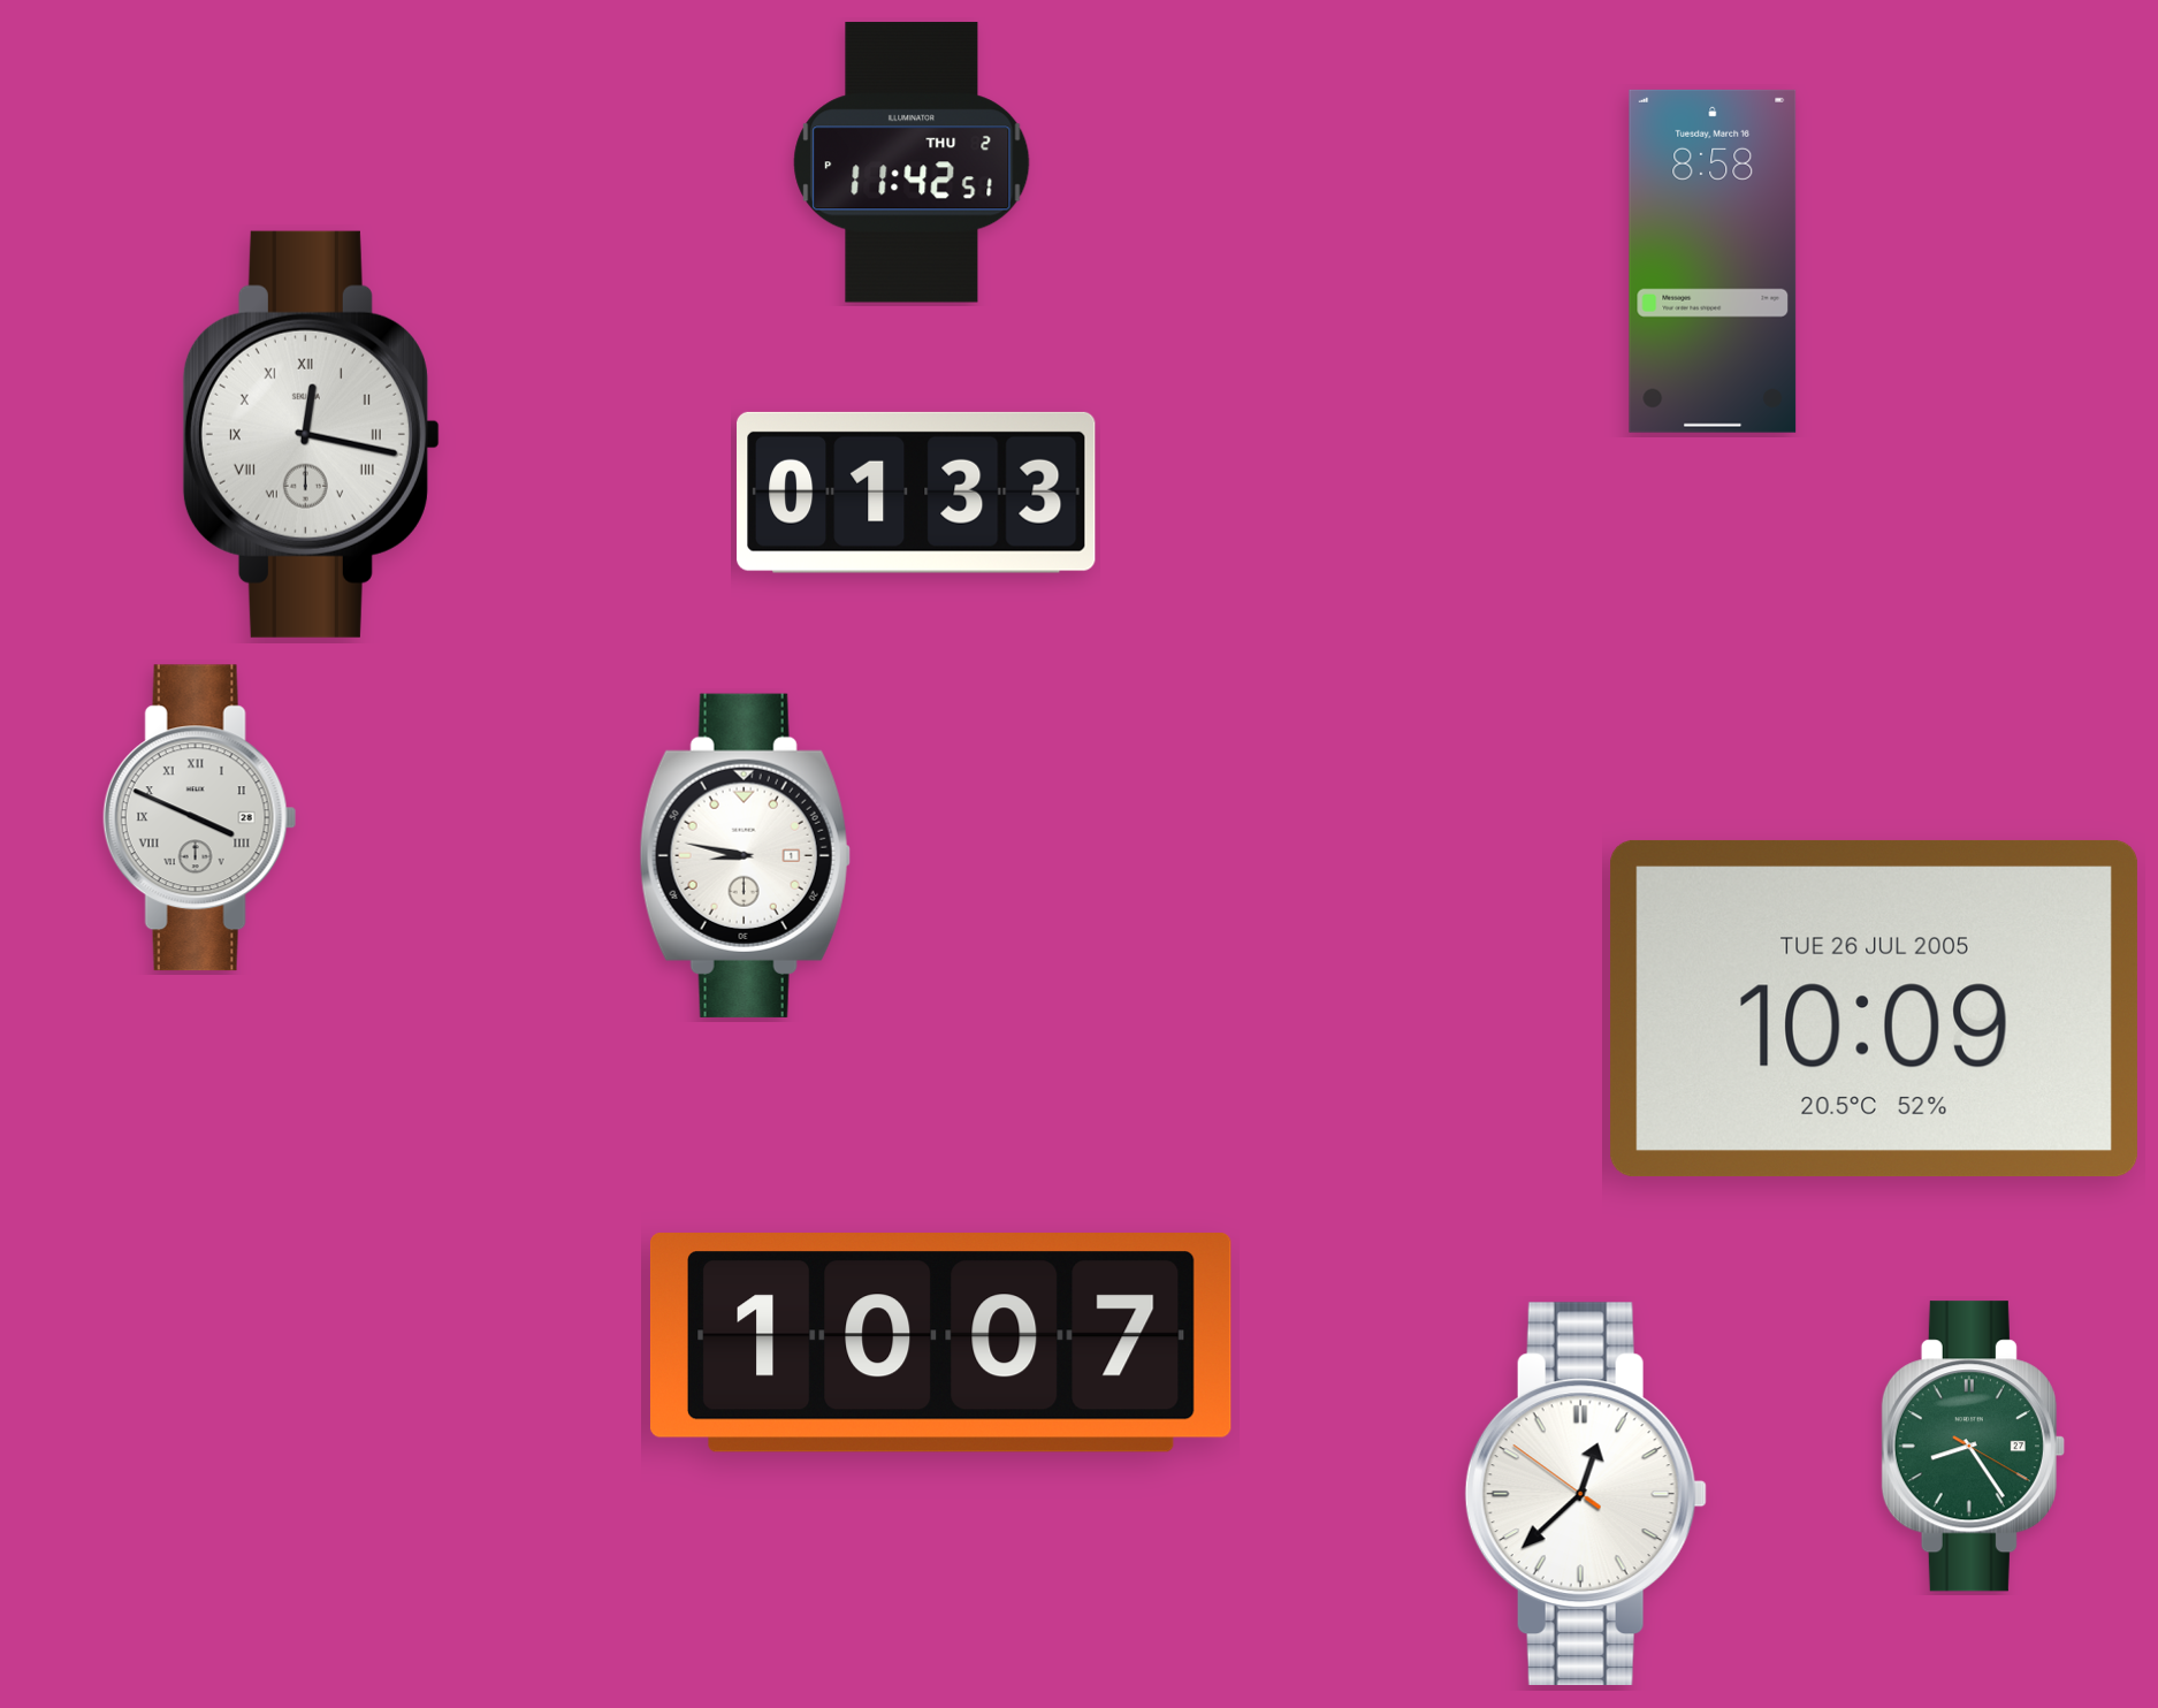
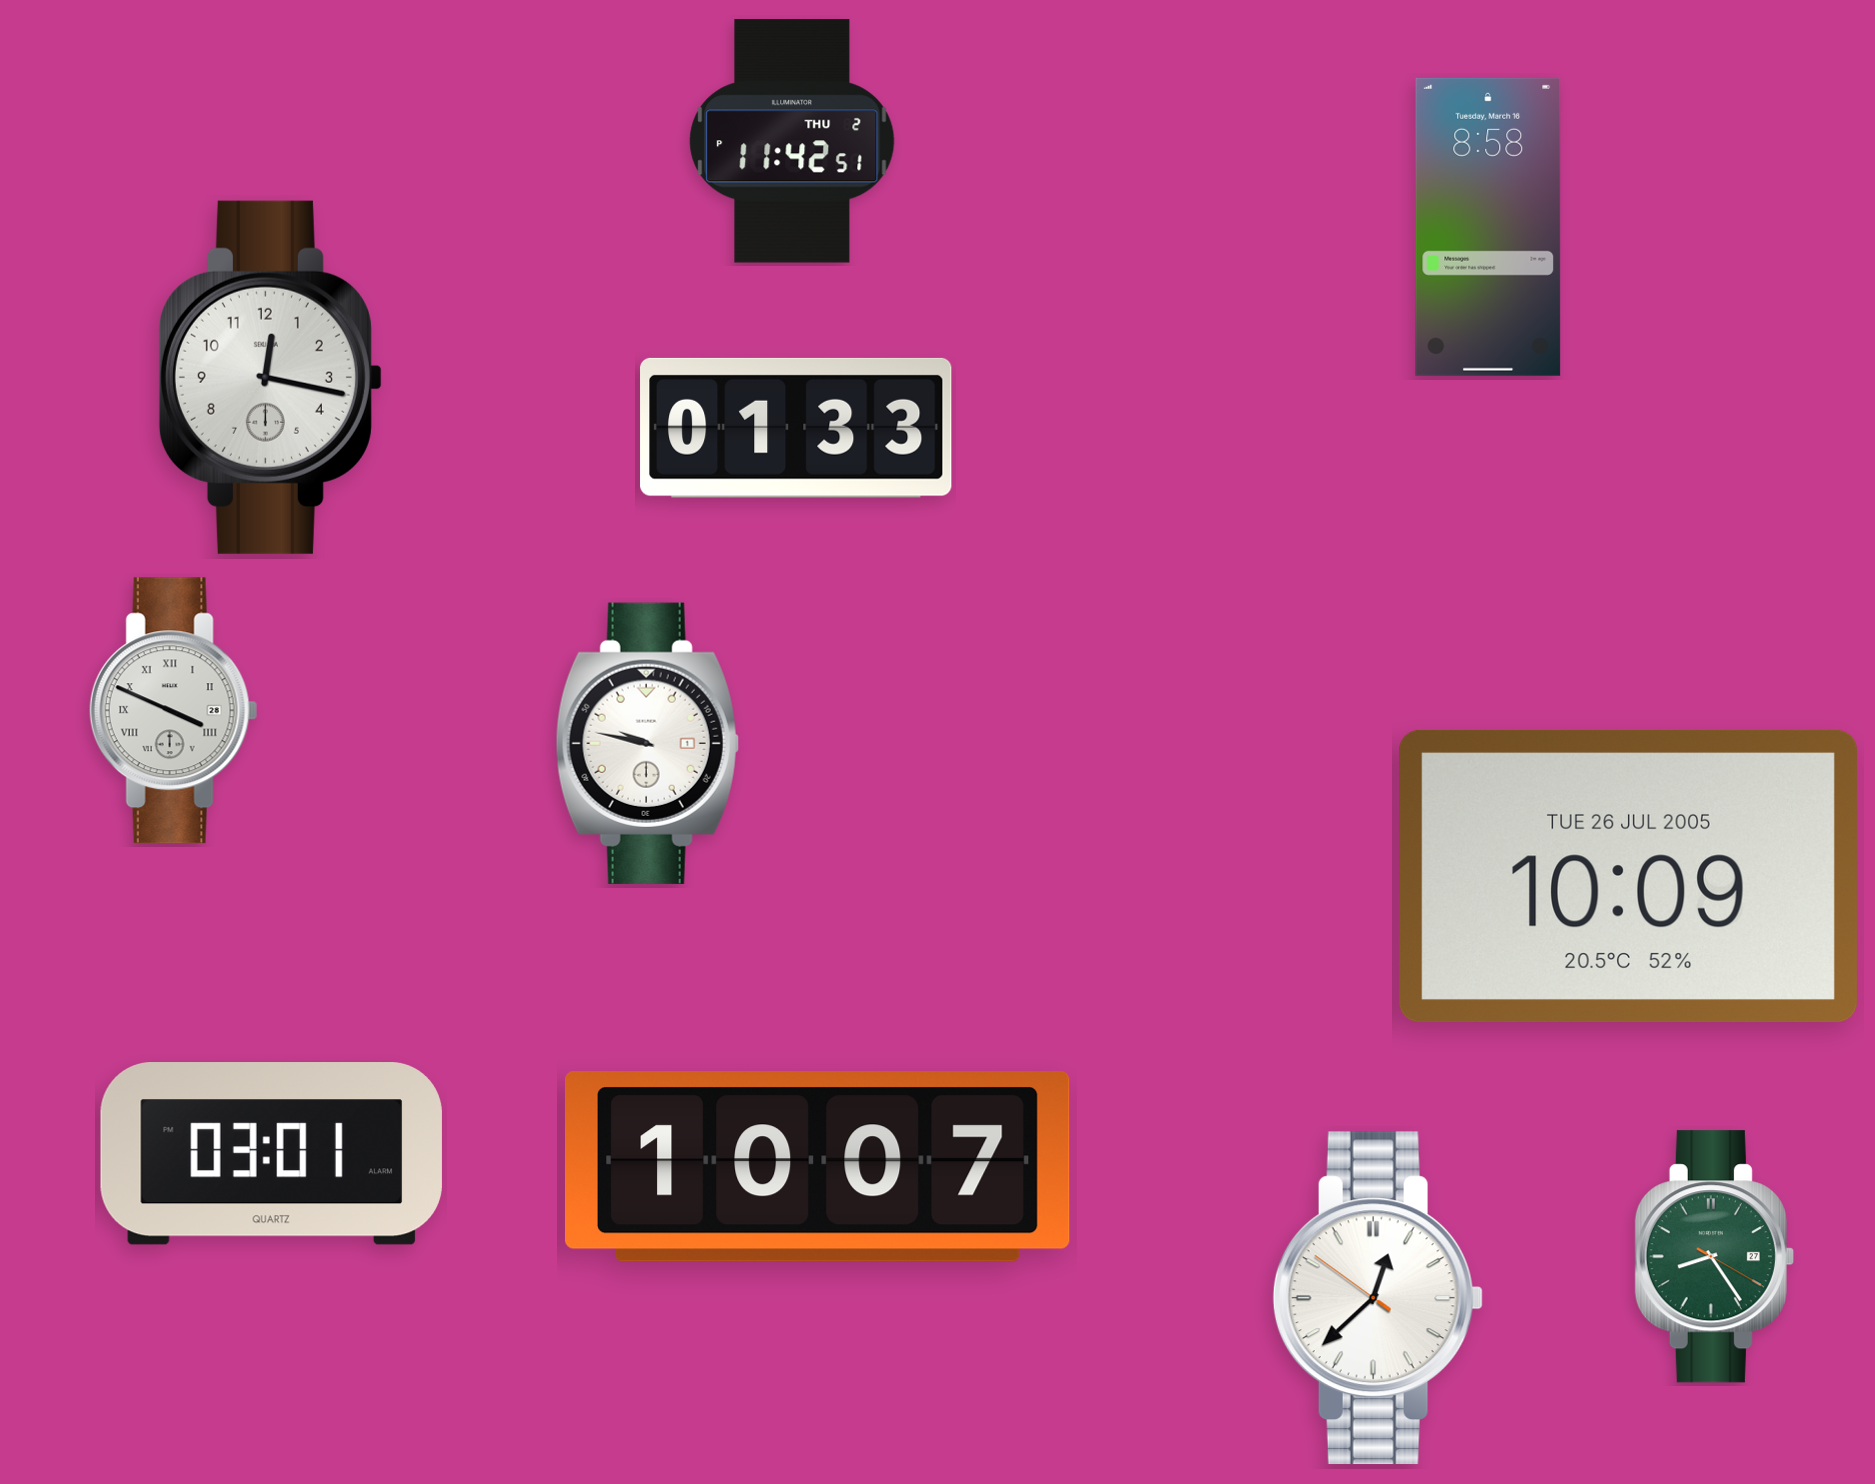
clock at (311, 434) numerals: Roman -> Arabic
clock at (745, 855): 8:47 -> 9:47
clock at (271, 1154): none -> 03:01
